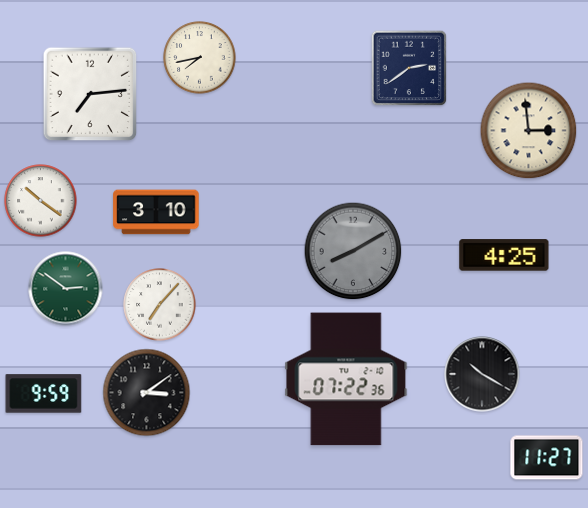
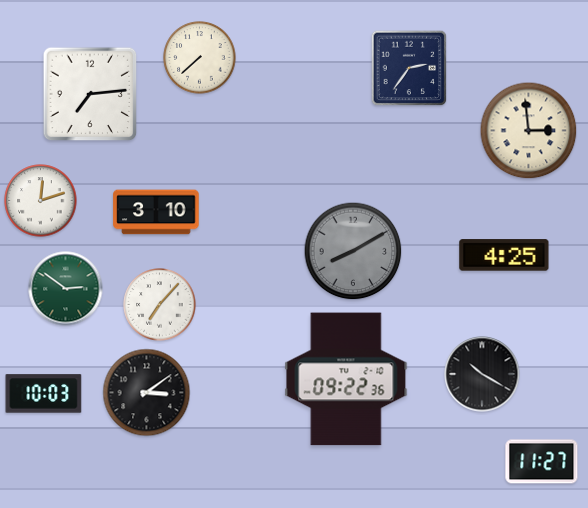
clock at (200, 58): 7:43 -> 7:38
clock at (409, 68): 2:39 -> 2:36
clock at (41, 201): 10:21 -> 12:12
clock at (346, 379): 07:22 -> 09:22
clock at (44, 394): 9:59 -> 10:03
clock at (547, 458) position: (547, 458) -> (542, 462)
